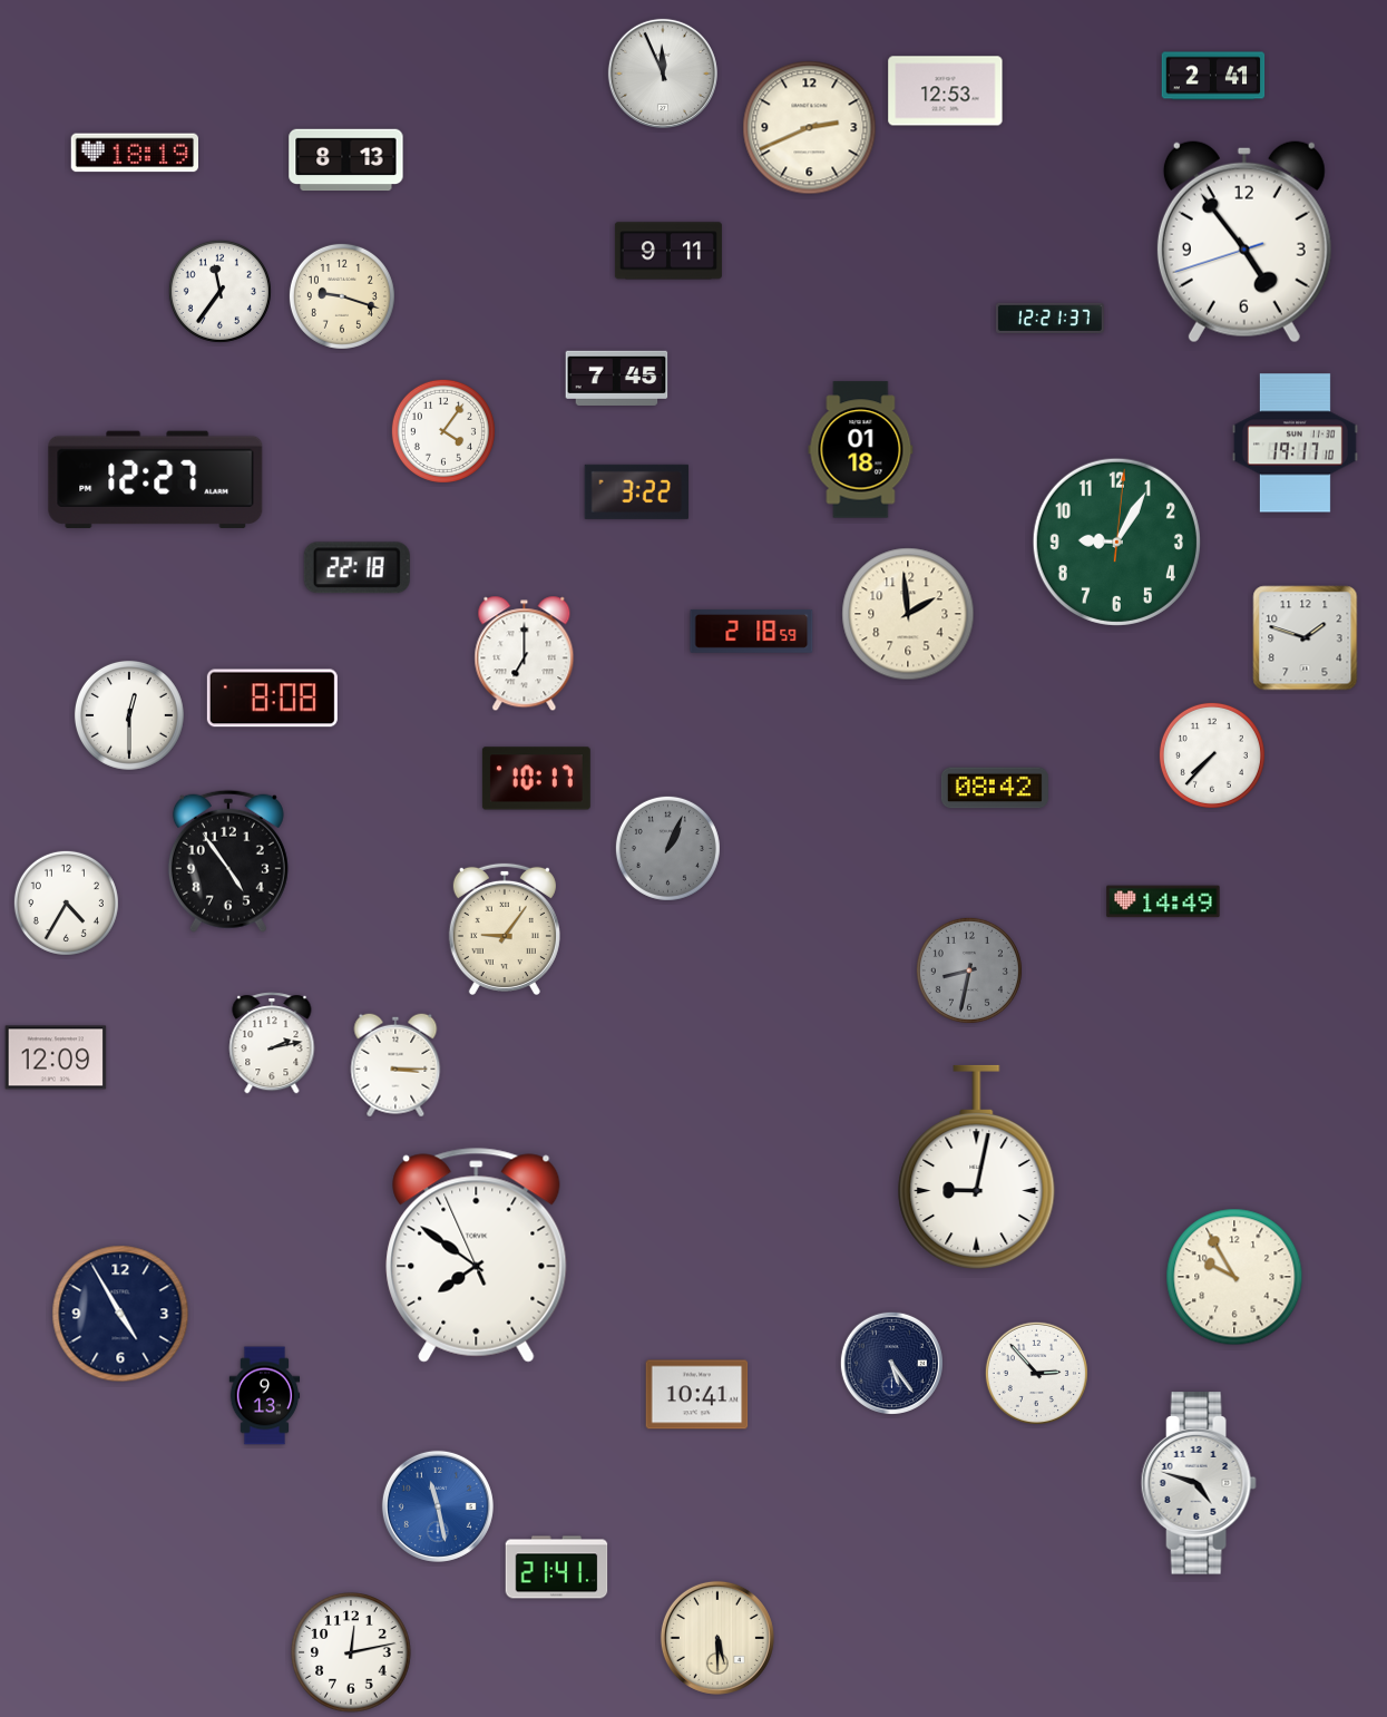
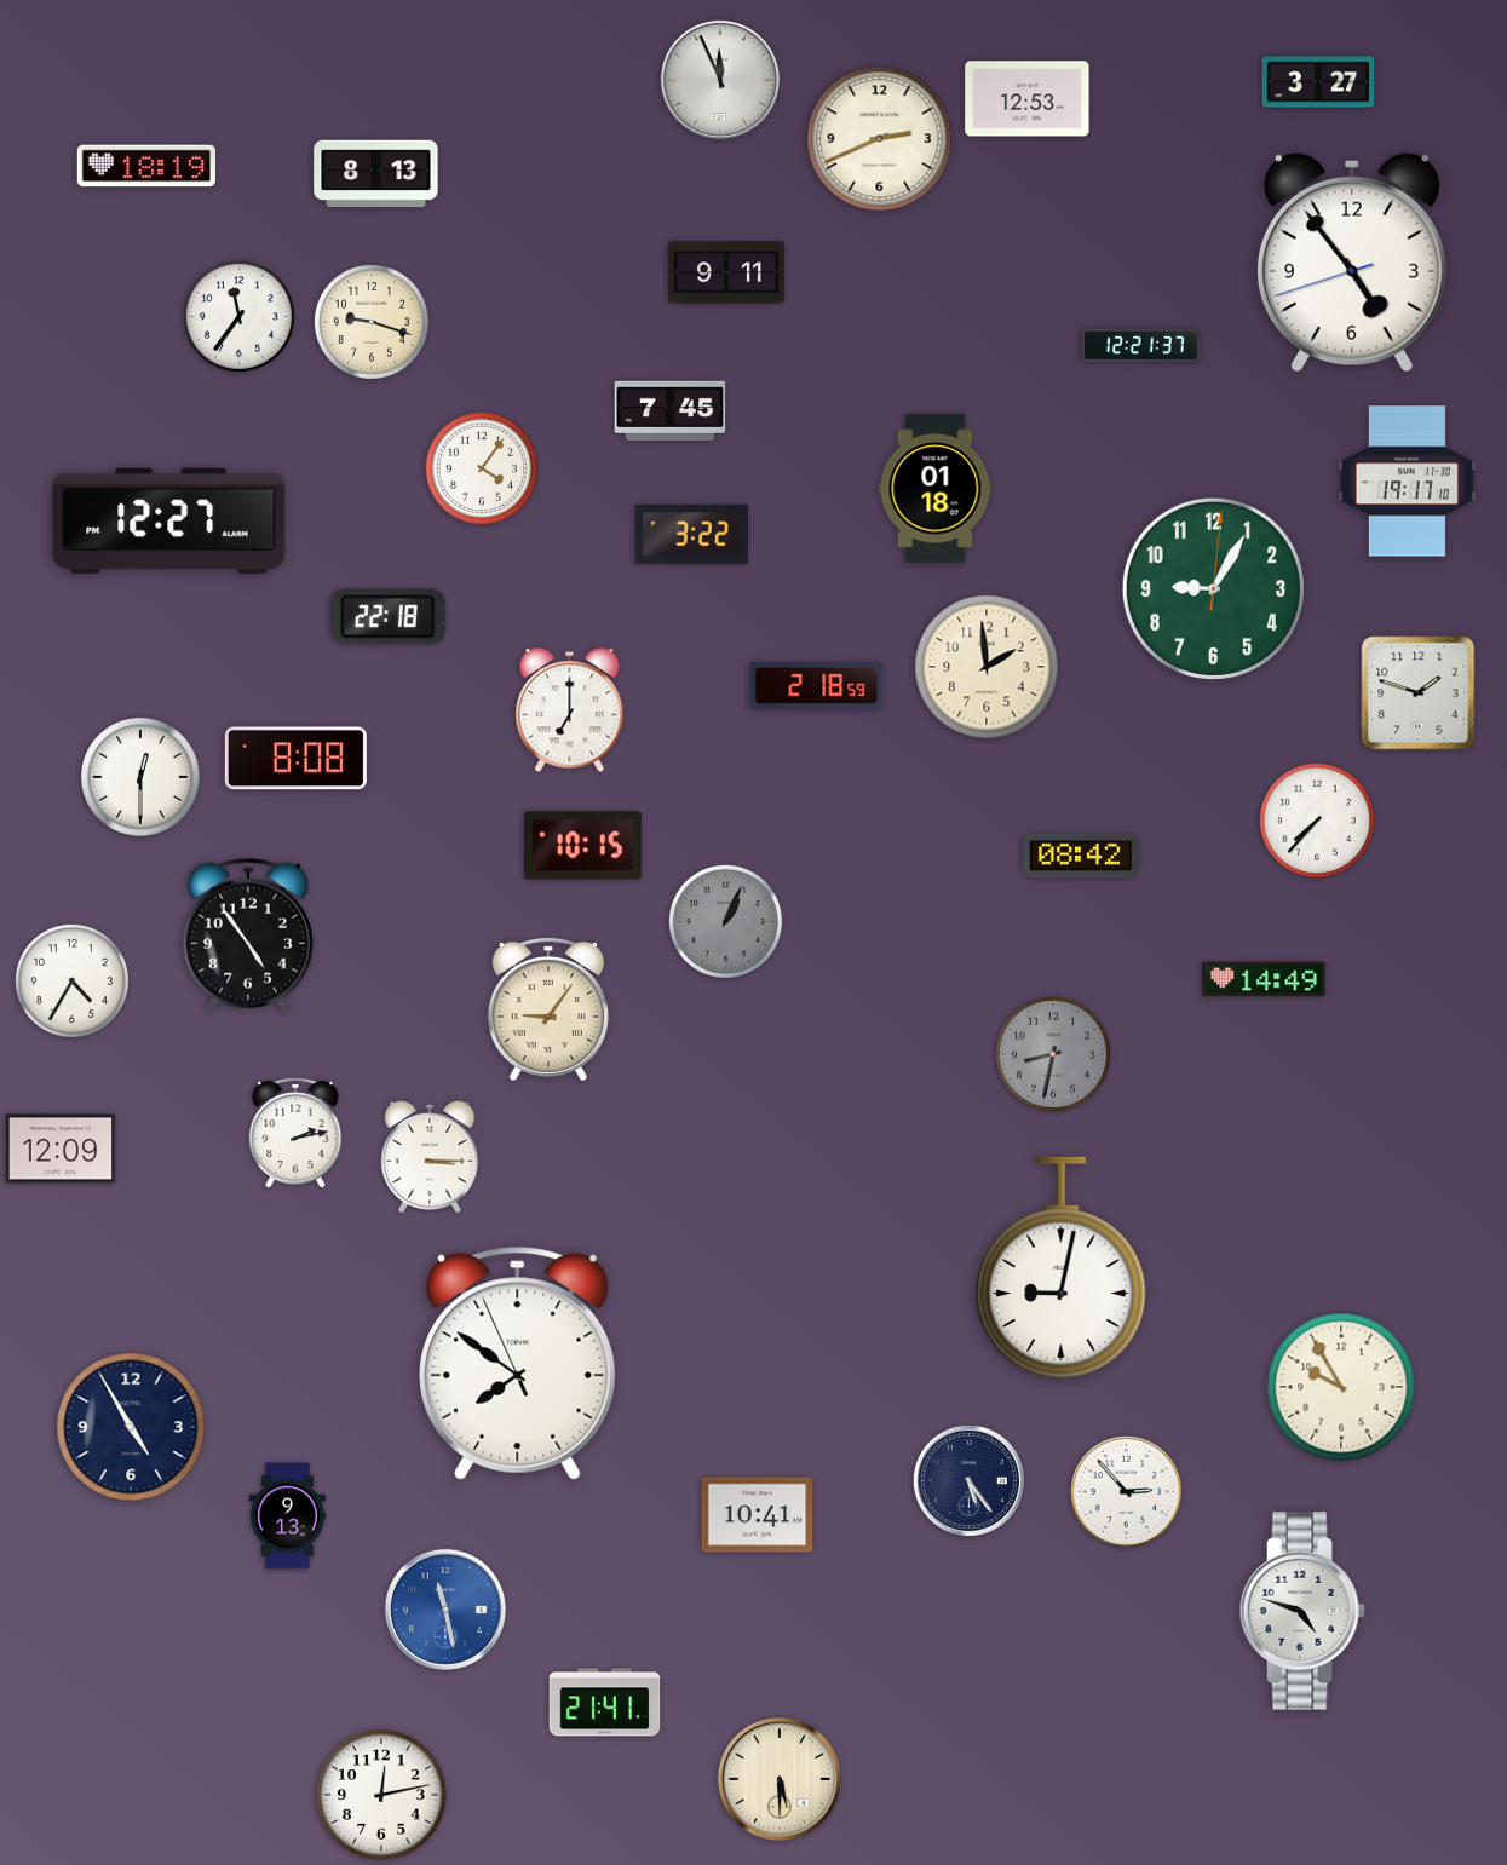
clock at (1213, 76): 2:41 -> 3:27
clock at (536, 779): 10:17 -> 10:15
clock at (438, 1506) position: (438, 1506) -> (445, 1610)
